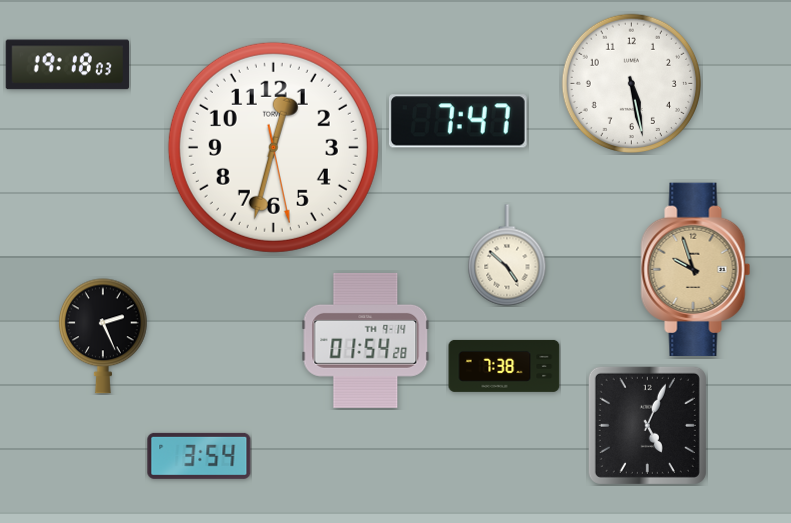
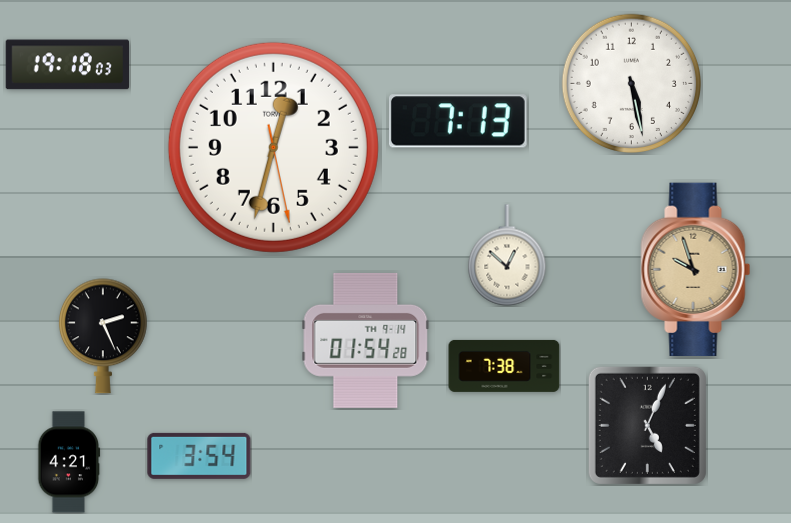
clock at (458, 121): 7:47 -> 7:13
clock at (507, 255): 4:52 -> 12:52
clock at (69, 462): none -> 4:21
